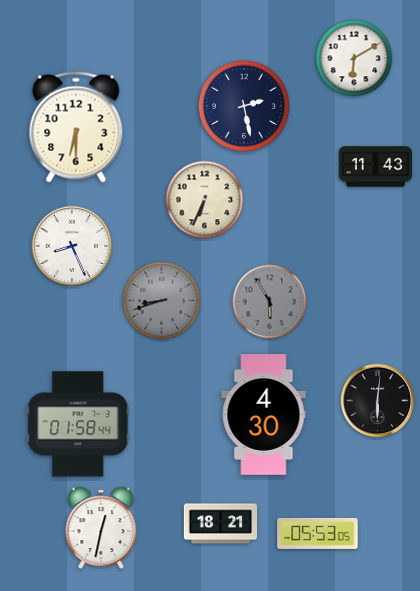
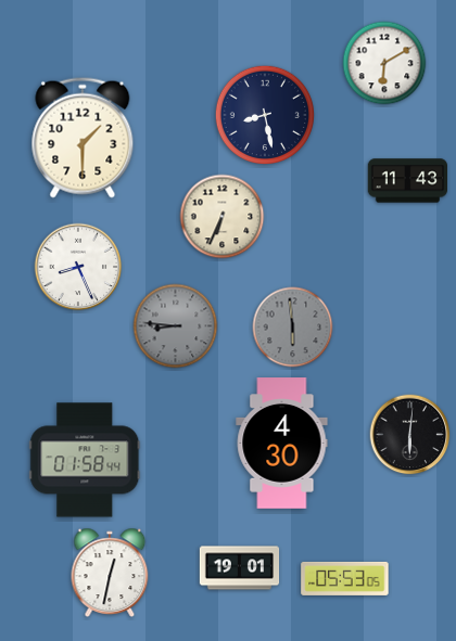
clock at (243, 105): 2:28 -> 8:28
clock at (76, 127): 6:30 -> 1:30
clock at (162, 301): 8:42 -> 8:46
clock at (270, 302): 5:55 -> 5:59
clock at (264, 415) position: (264, 415) -> (282, 444)
clock at (221, 524): 18:21 -> 19:01
